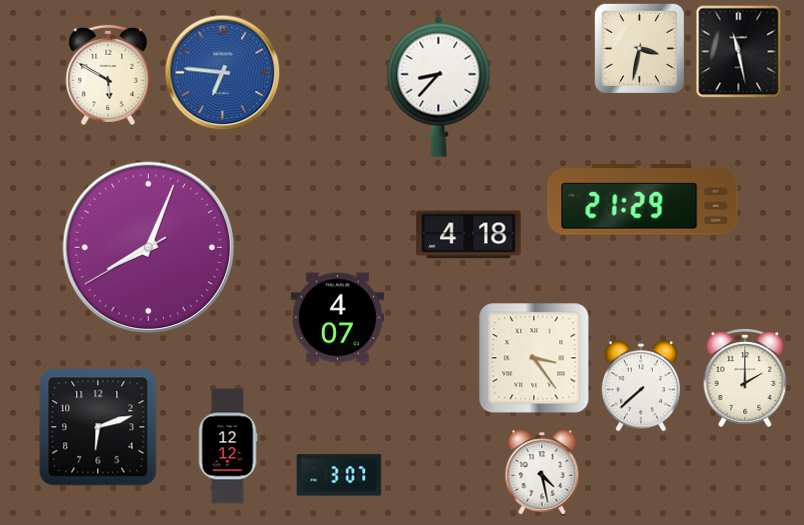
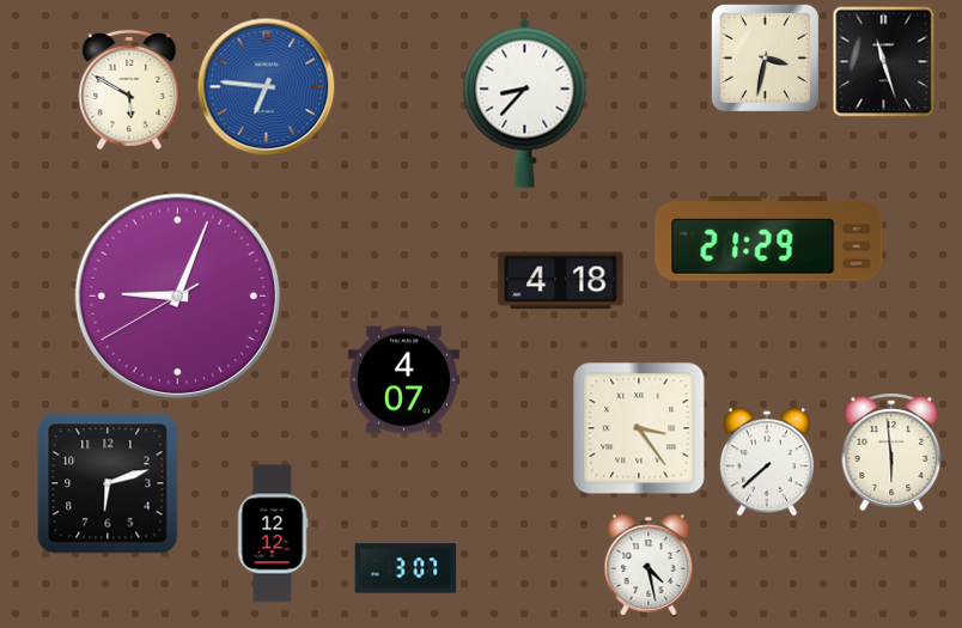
clock at (739, 52): 11:28 -> 11:27
clock at (149, 248): 8:03 -> 9:03
clock at (745, 378): 2:00 -> 5:59
clock at (98, 427) position: (98, 427) -> (108, 483)
